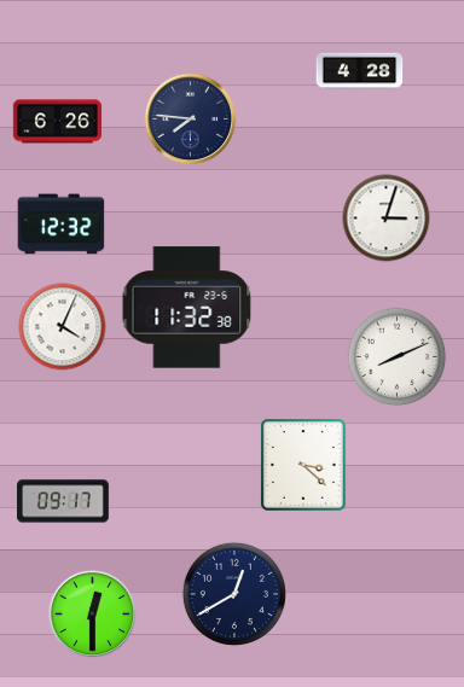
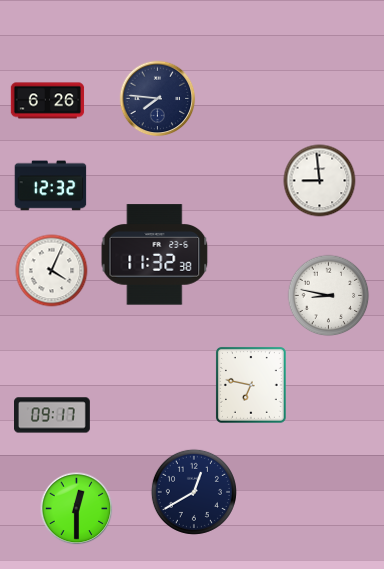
clock at (360, 71): 4:28 -> none
clock at (387, 219): 3:03 -> 8:59
clock at (398, 357): 8:11 -> 8:47
clock at (303, 465): 3:22 -> 6:47
